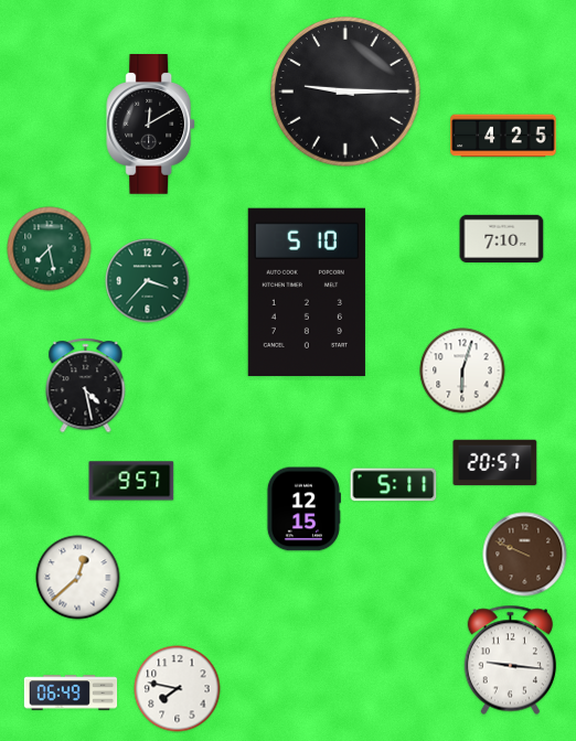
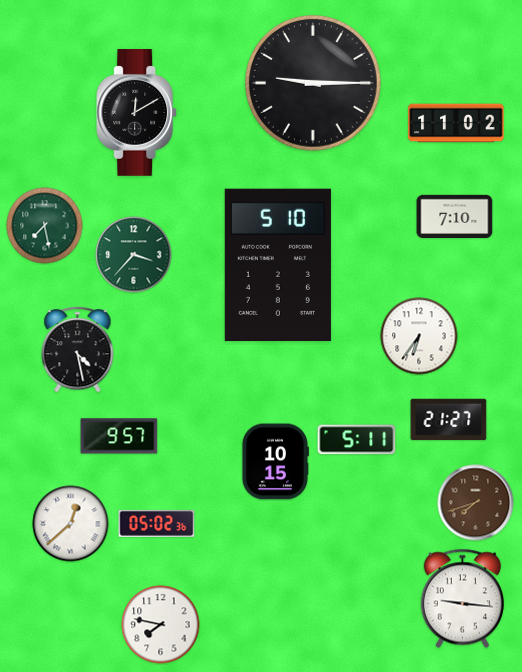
clock at (503, 136): 4:25 -> 11:02
clock at (462, 370): 6:03 -> 6:36
clock at (495, 463): 20:57 -> 21:27
clock at (303, 509): 12:15 -> 10:15
clock at (525, 555): 9:49 -> 7:42
clock at (157, 523): none -> 05:02
clock at (71, 692): 06:49 -> none
